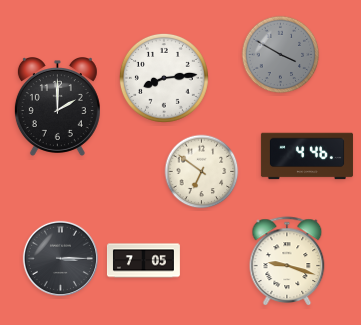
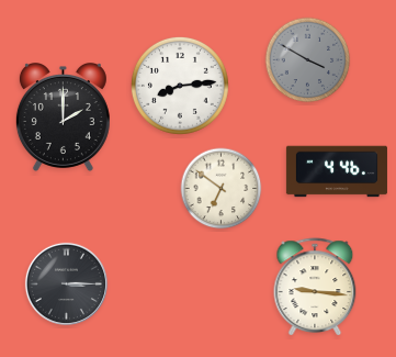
clock at (143, 261): 7:05 -> none
clock at (287, 262): 9:18 -> 9:16
